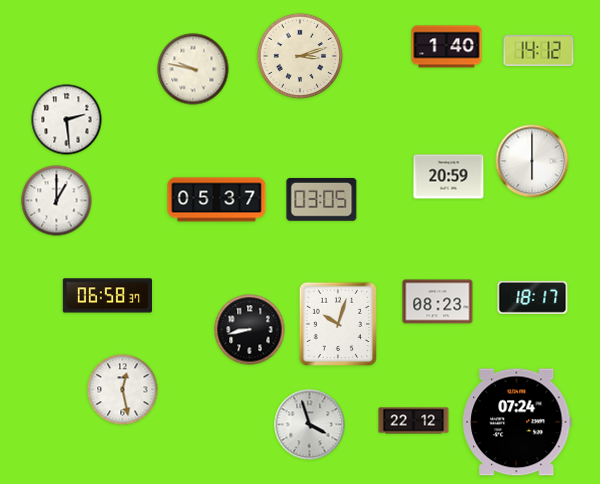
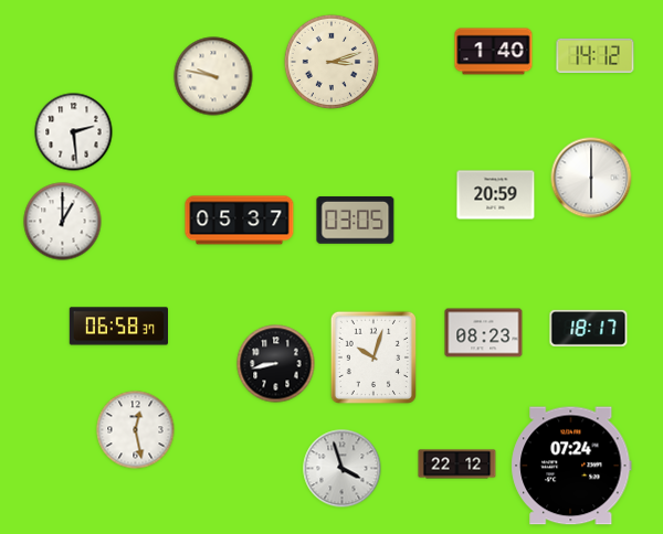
clock at (532, 161) position: (532, 161) -> (591, 178)
